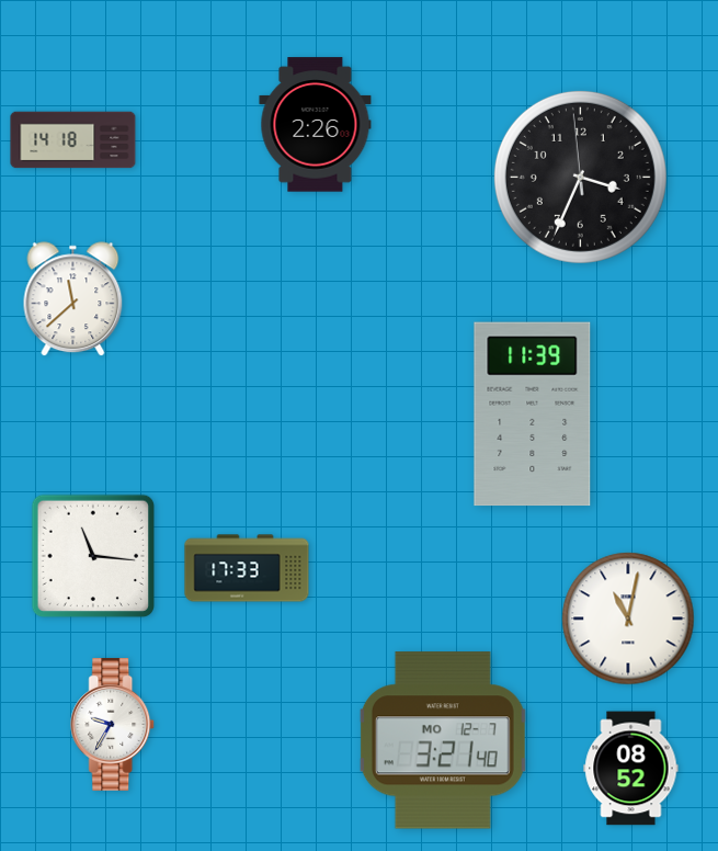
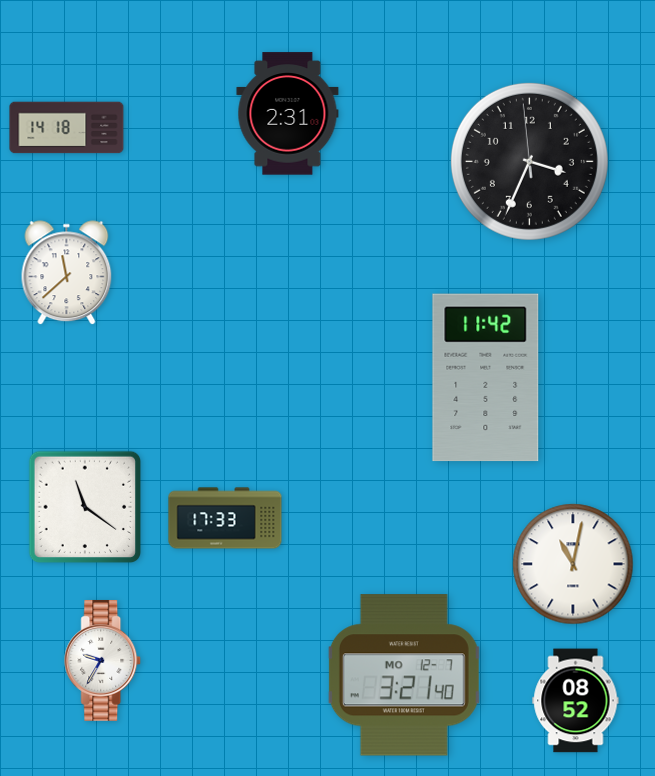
clock at (316, 125): 2:26 -> 2:31
clock at (533, 415): 11:39 -> 11:42
clock at (93, 556): 11:16 -> 11:21
